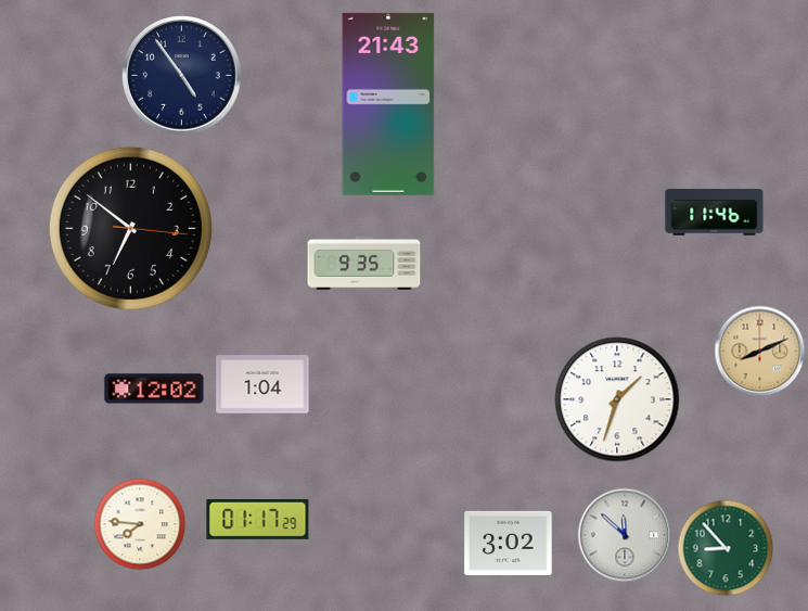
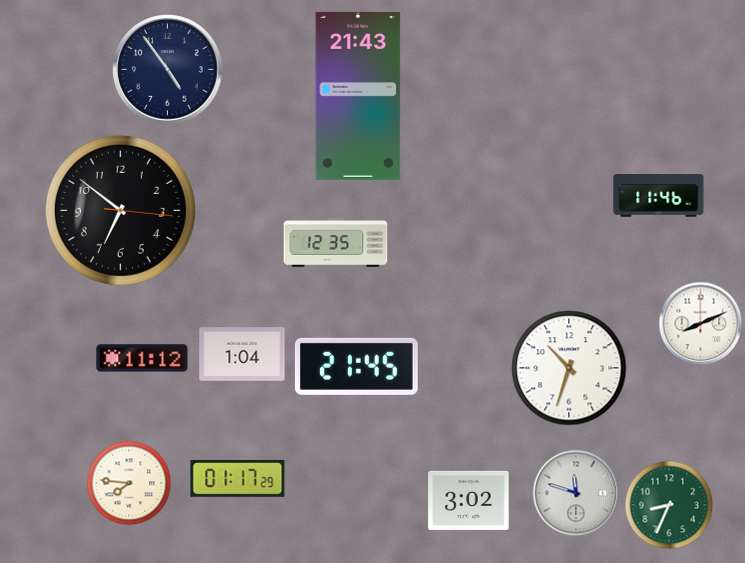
clock at (364, 263): 9:35 -> 12:35
clock at (759, 351) dial: champagne -> white
clock at (154, 389): 12:02 -> 11:12
clock at (356, 366): none -> 21:45
clock at (617, 399): 1:33 -> 10:33
clock at (625, 535): 11:52 -> 11:48
clock at (726, 548): 8:53 -> 8:34
